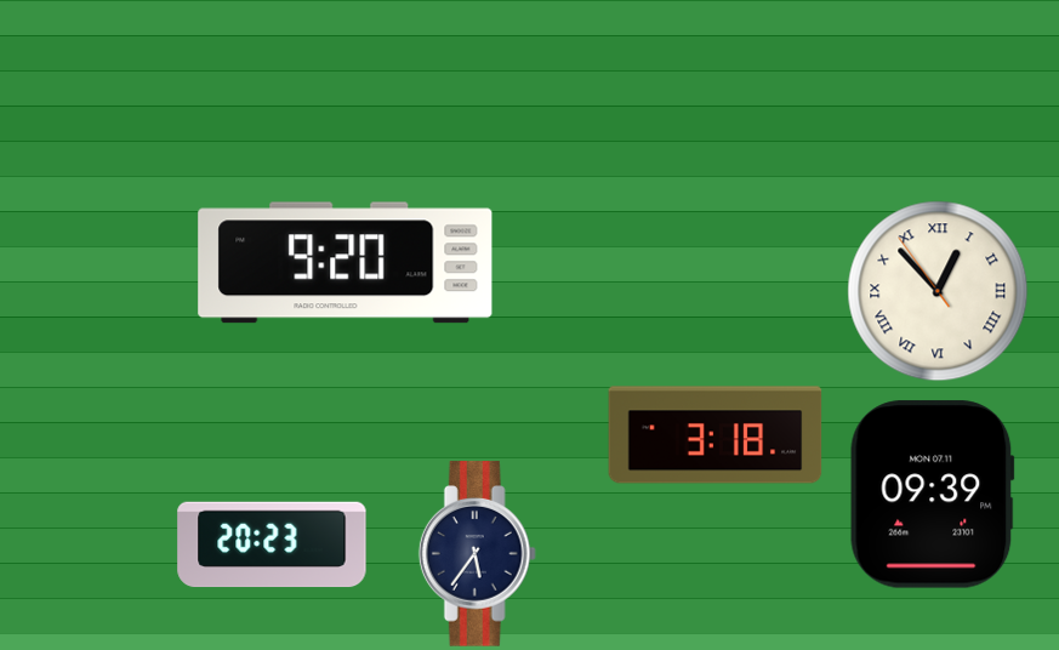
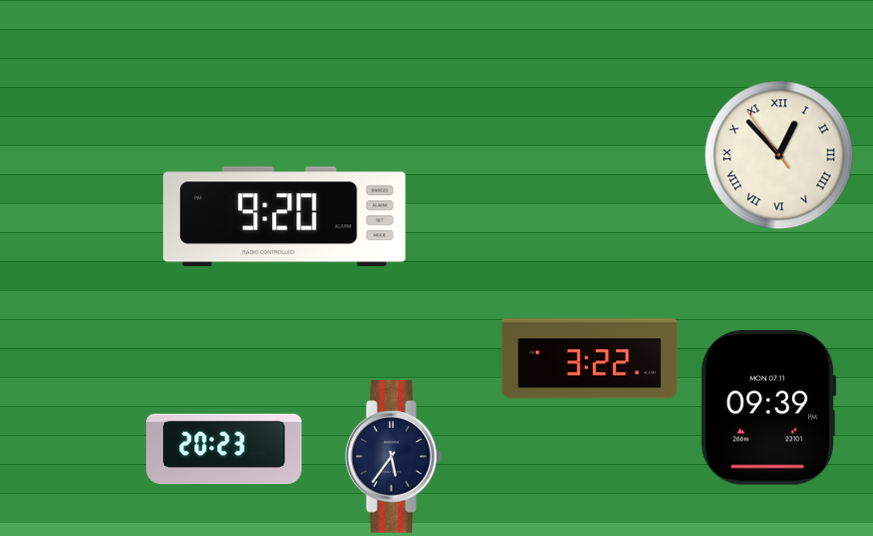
clock at (938, 291) position: (938, 291) -> (779, 155)
clock at (716, 435): 3:18 -> 3:22
